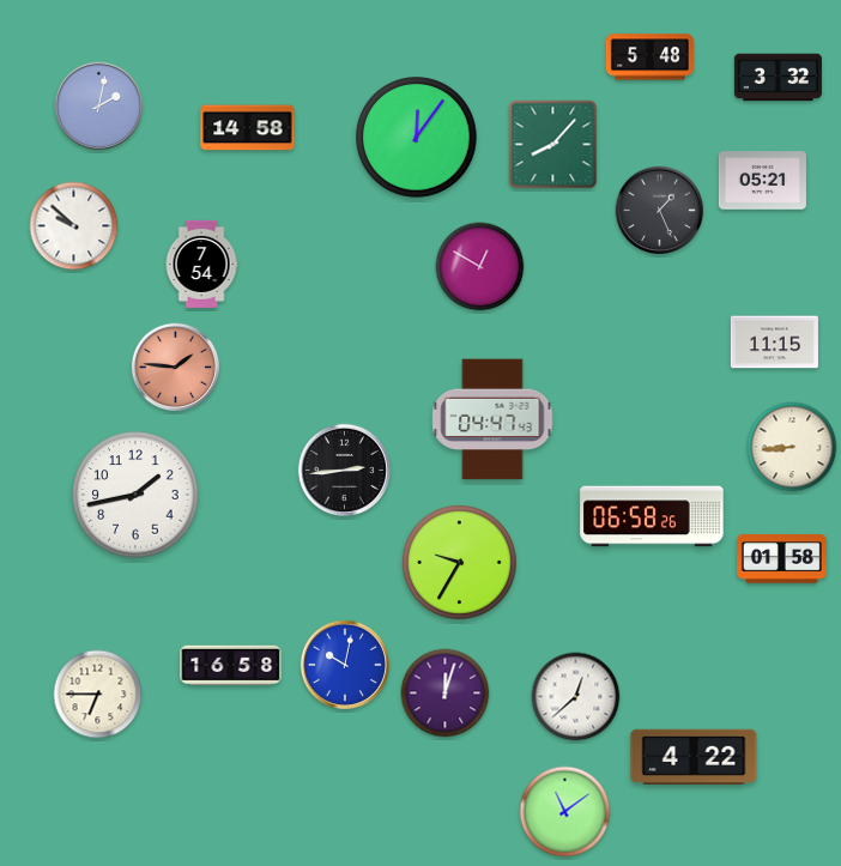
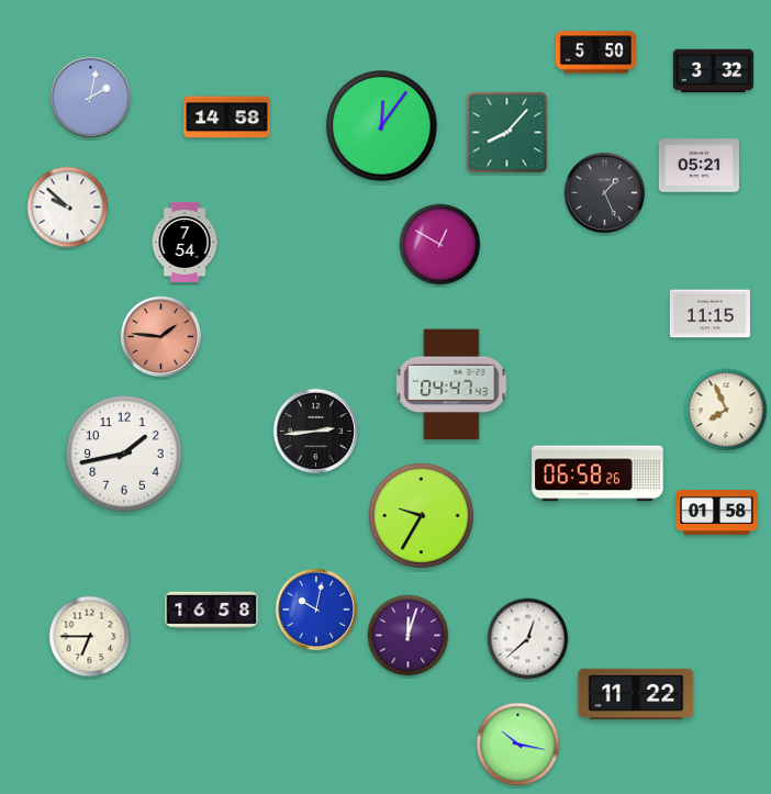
clock at (649, 57): 5:48 -> 5:50
clock at (792, 447): 8:44 -> 7:56
clock at (694, 757): 4:22 -> 11:22
clock at (565, 812): 11:09 -> 10:17
